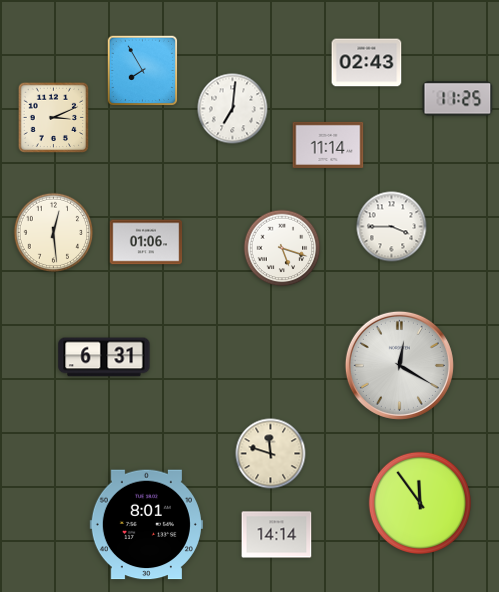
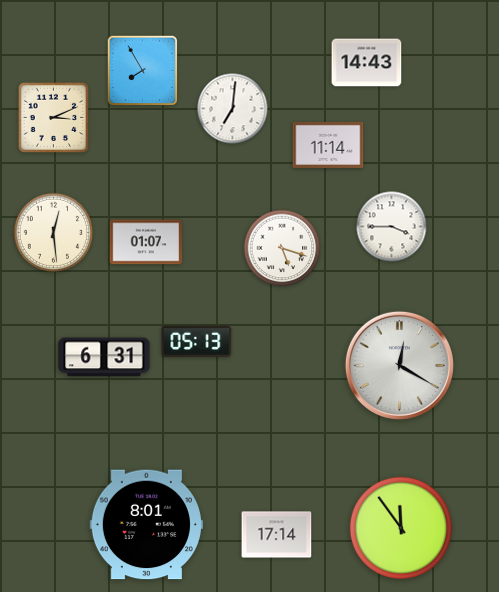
clock at (367, 63): 02:43 -> 14:43
clock at (458, 99): 11:25 -> none
clock at (146, 242): 01:06 -> 01:07
clock at (197, 341): none -> 05:13
clock at (271, 454): 11:48 -> none
clock at (419, 502) position: (419, 502) -> (400, 527)
clock at (277, 535): 14:14 -> 17:14
